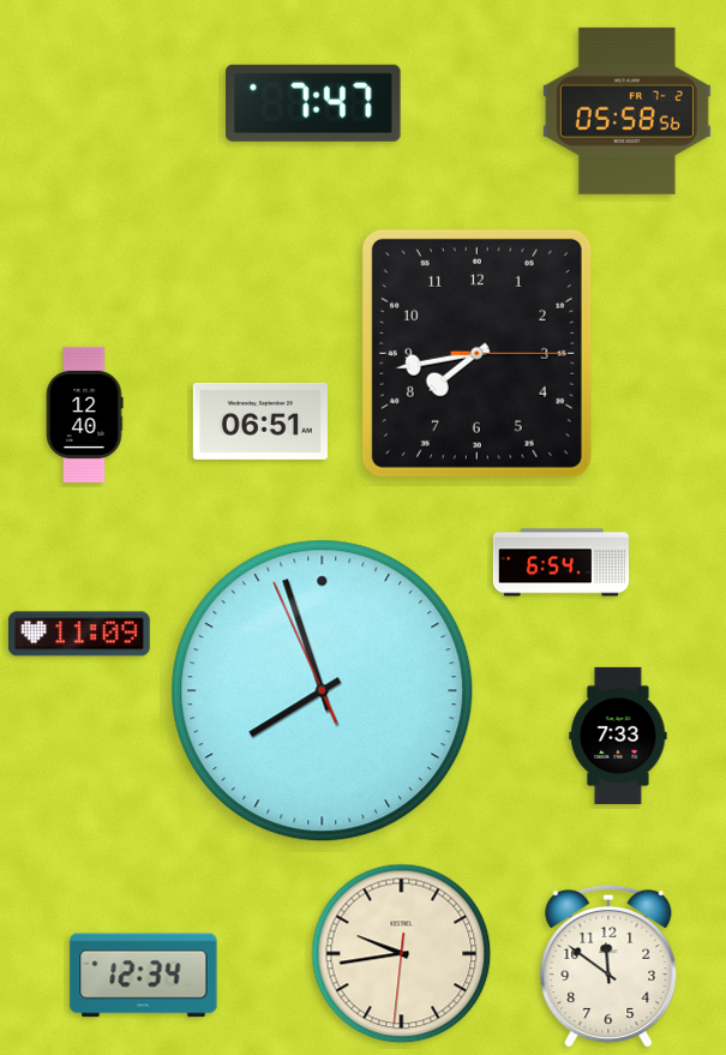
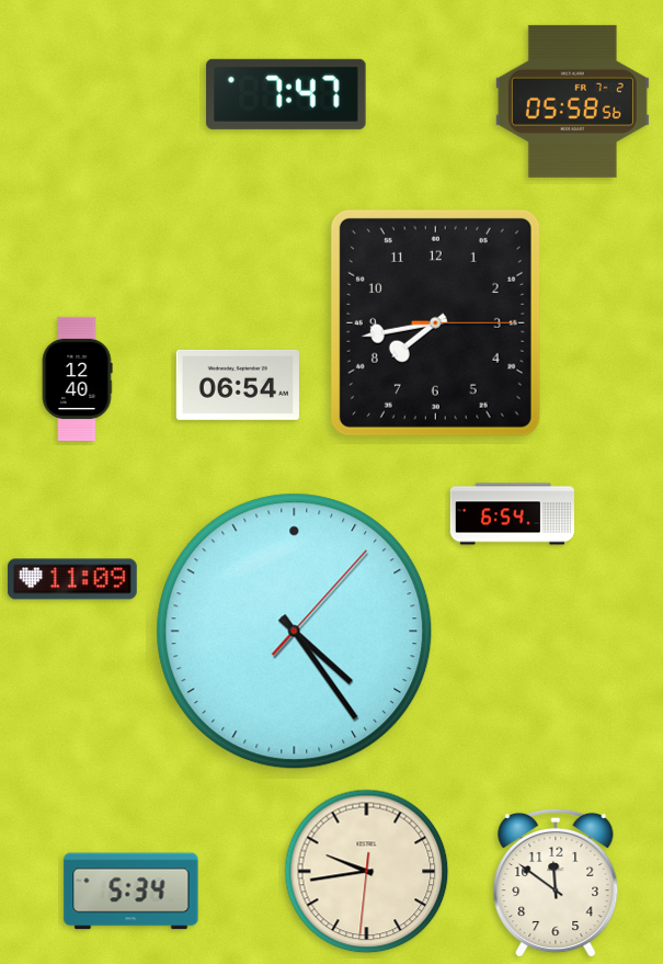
clock at (260, 421): 06:51 -> 06:54
clock at (323, 691): 7:56 -> 4:24
clock at (618, 736): 7:33 -> none
clock at (144, 976): 12:34 -> 5:34
